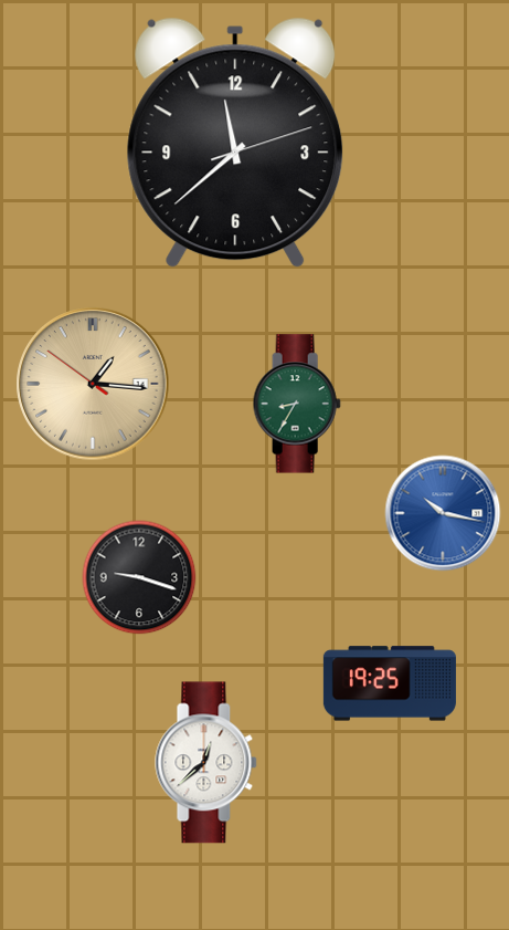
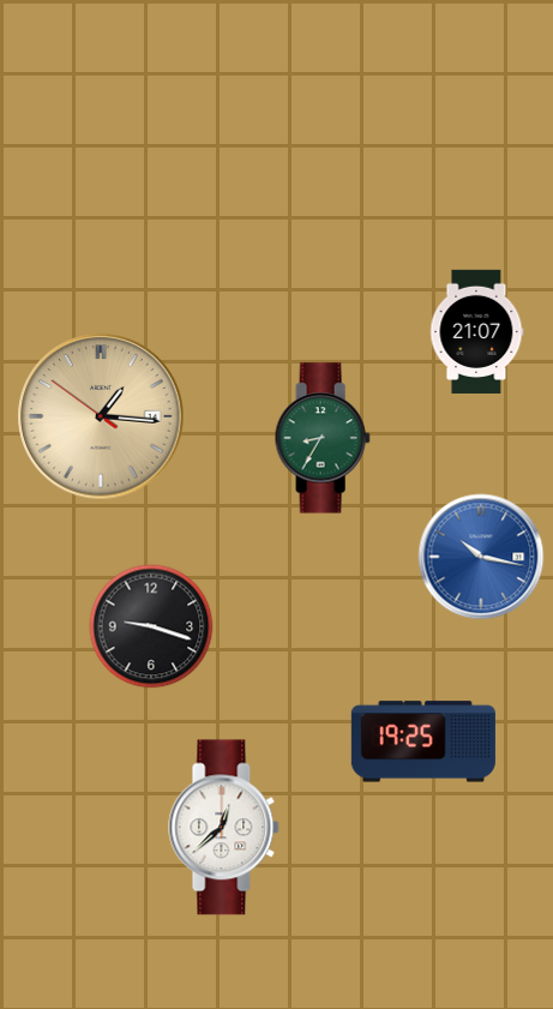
clock at (235, 143): 11:38 -> none
clock at (476, 331): none -> 21:07
